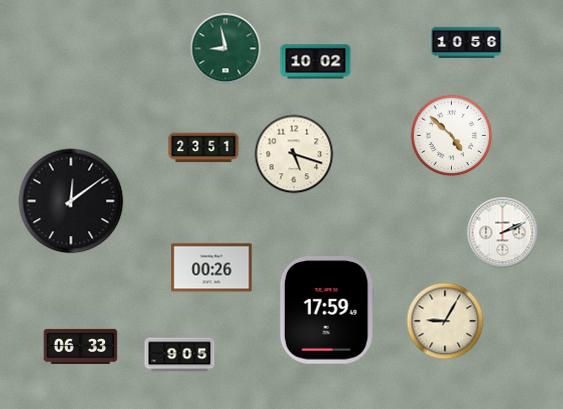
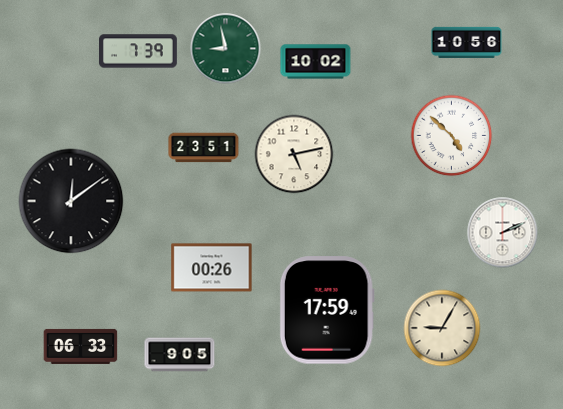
clock at (139, 51): none -> 7:39
clock at (294, 154): 5:18 -> 5:13
clock at (445, 321) position: (445, 321) -> (442, 328)
